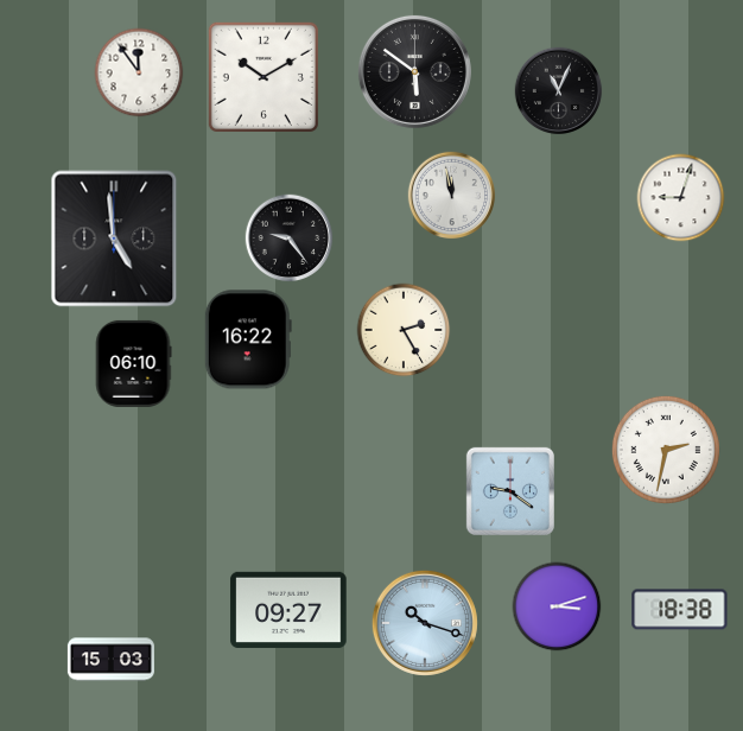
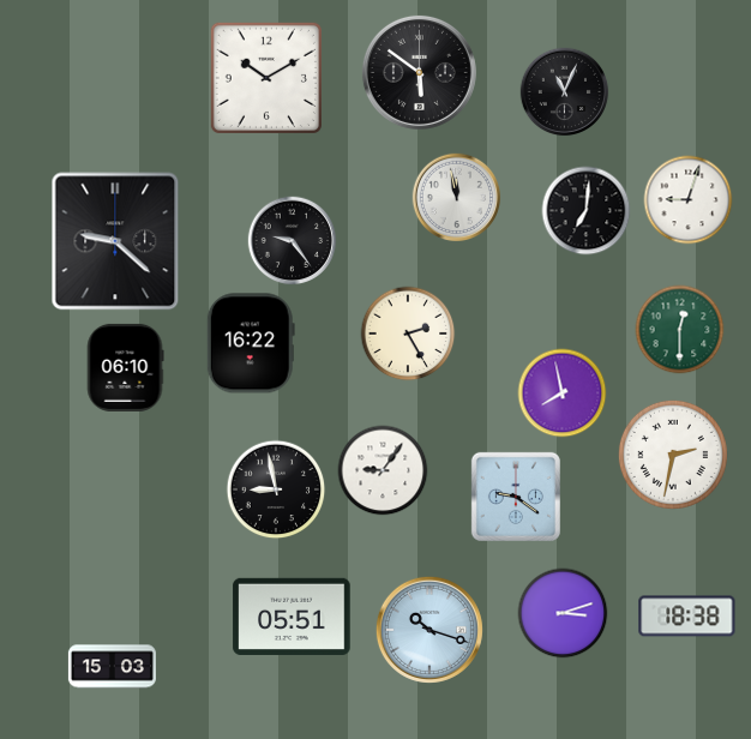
clock at (139, 72): 11:54 -> none
clock at (587, 211): none -> 7:01
clock at (114, 239): 4:59 -> 9:22
clock at (680, 330): none -> 12:30
clock at (133, 363) position: (133, 363) -> (125, 367)
clock at (563, 393): none -> 7:58
clock at (383, 470): none -> 9:06
clock at (276, 489): none -> 8:58
clock at (288, 610): 09:27 -> 05:51
